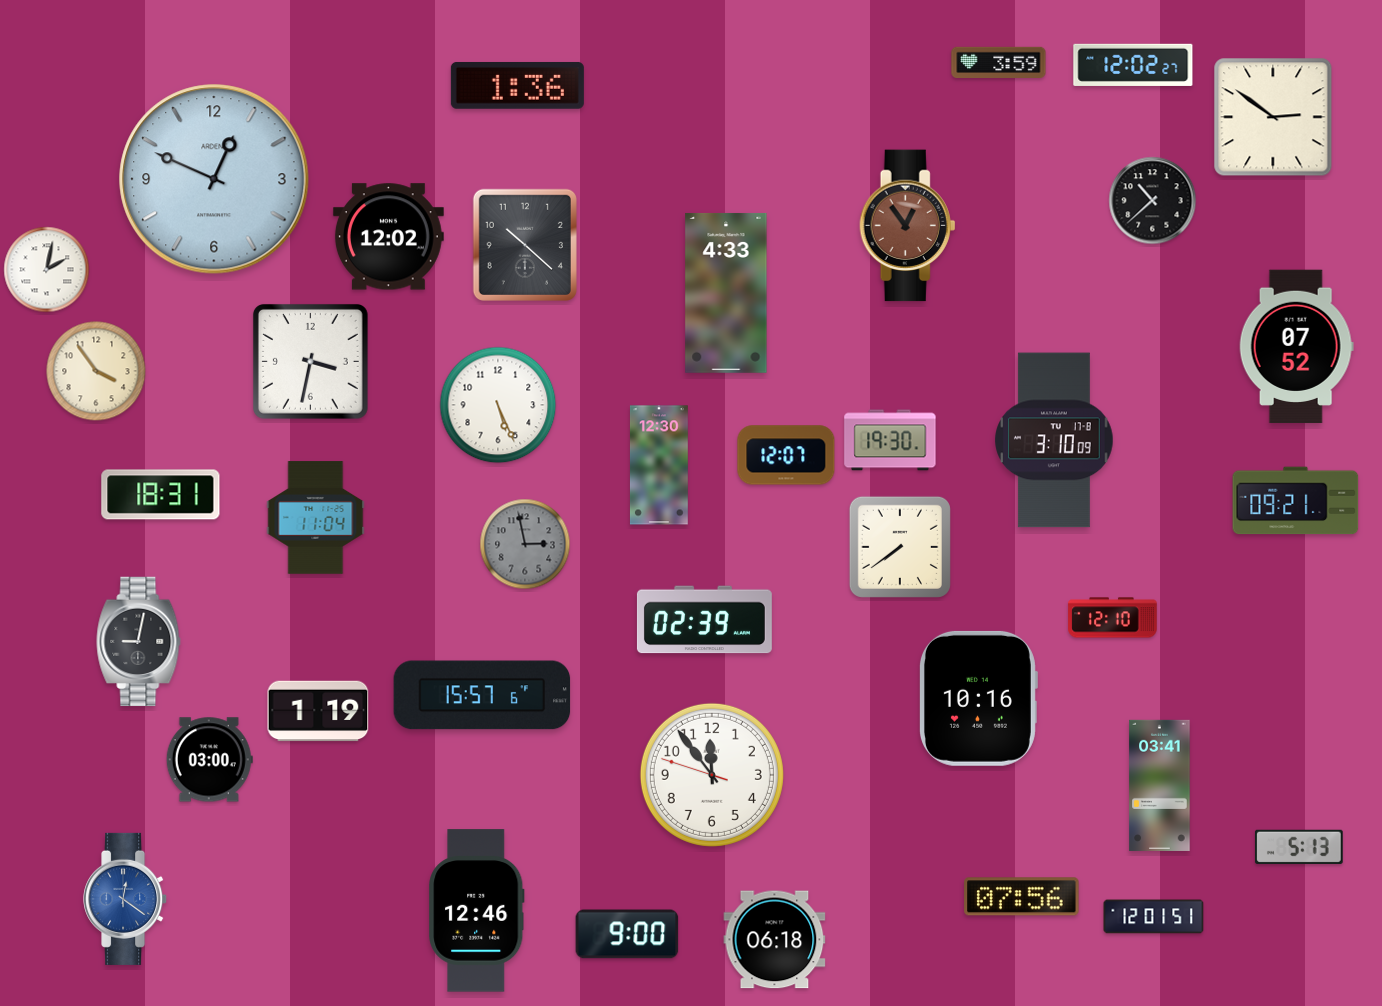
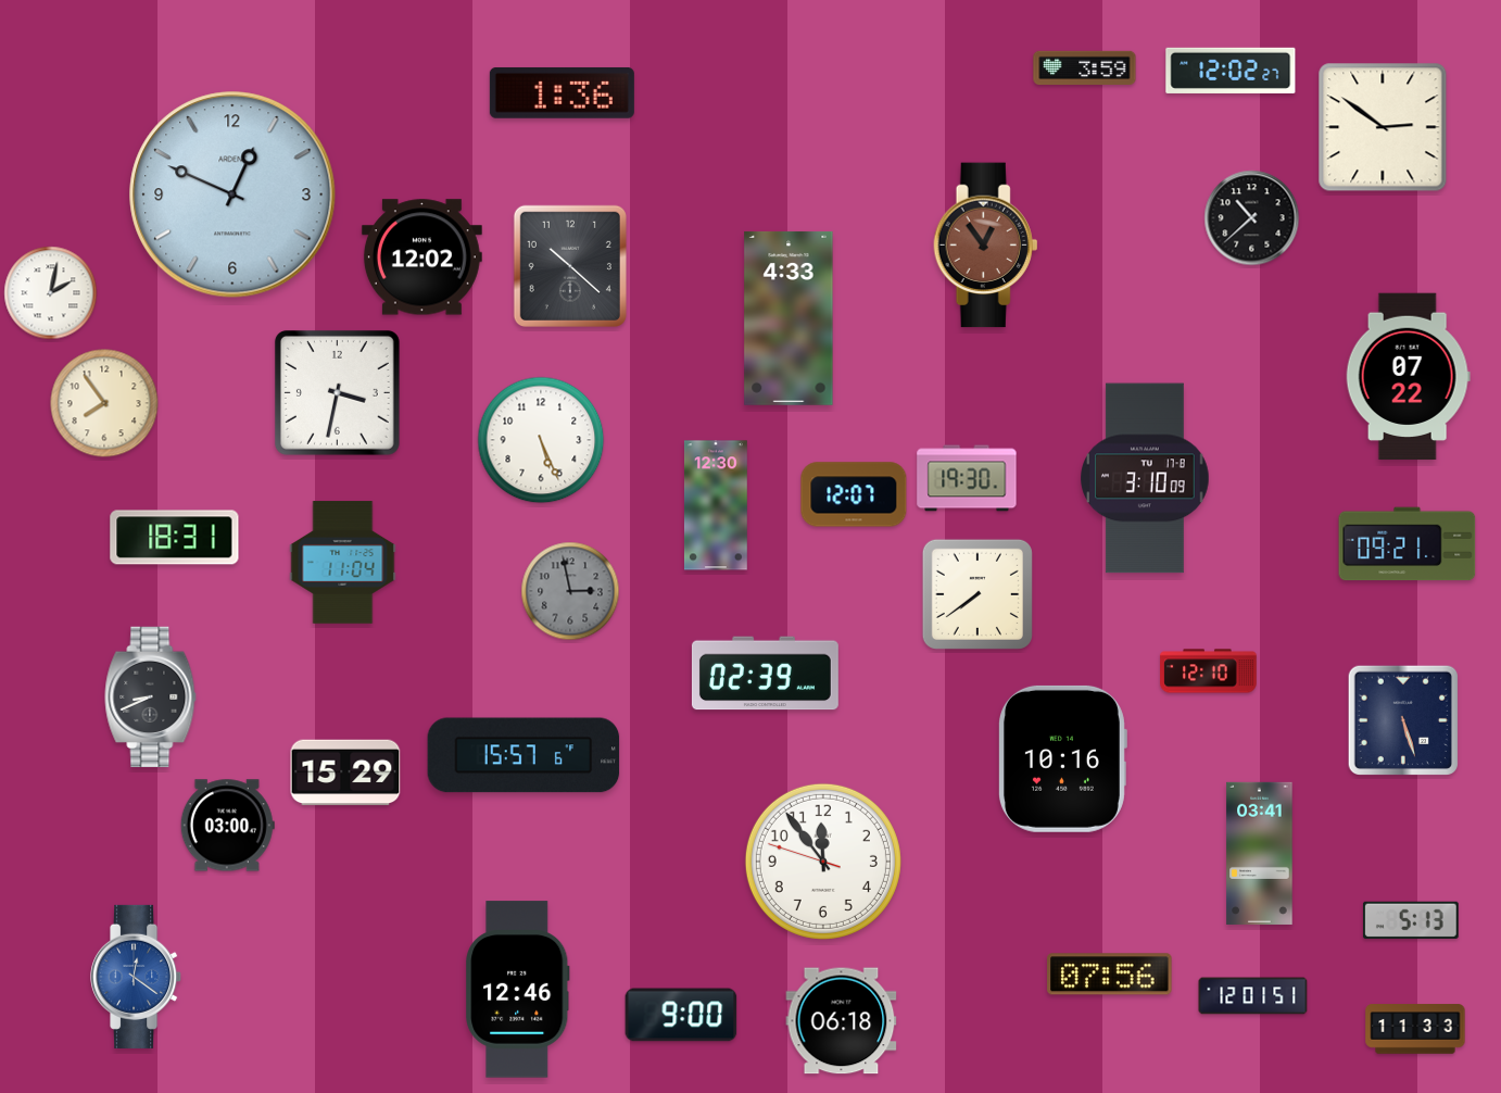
clock at (1296, 347): 07:52 -> 07:22
clock at (96, 371): 3:54 -> 7:54
clock at (139, 642): 9:02 -> 8:41
clock at (1402, 719): none -> 5:27
clock at (318, 711): 1:19 -> 15:29
clock at (712, 775) position: (712, 775) -> (823, 862)
clock at (1415, 1029): none -> 11:33
